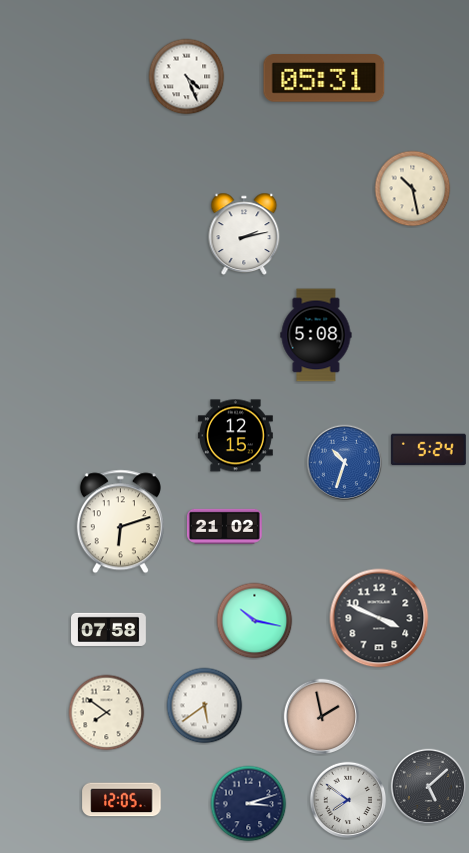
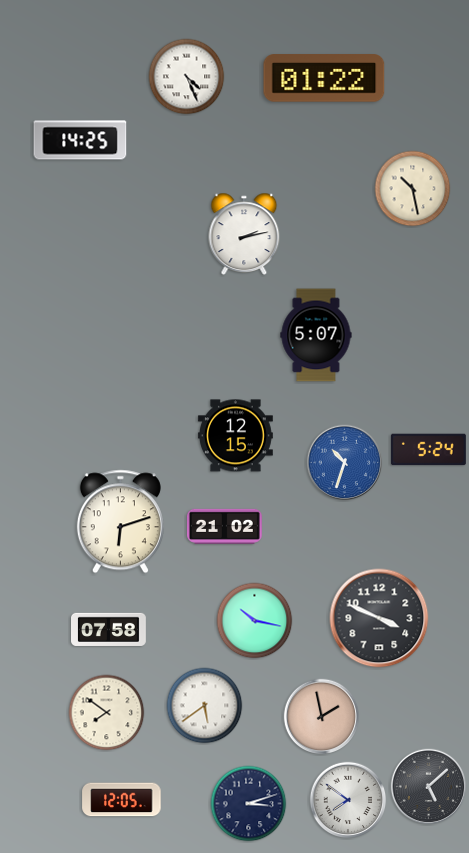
clock at (324, 78): 05:31 -> 01:22
clock at (80, 140): none -> 14:25
clock at (316, 335): 5:08 -> 5:07
